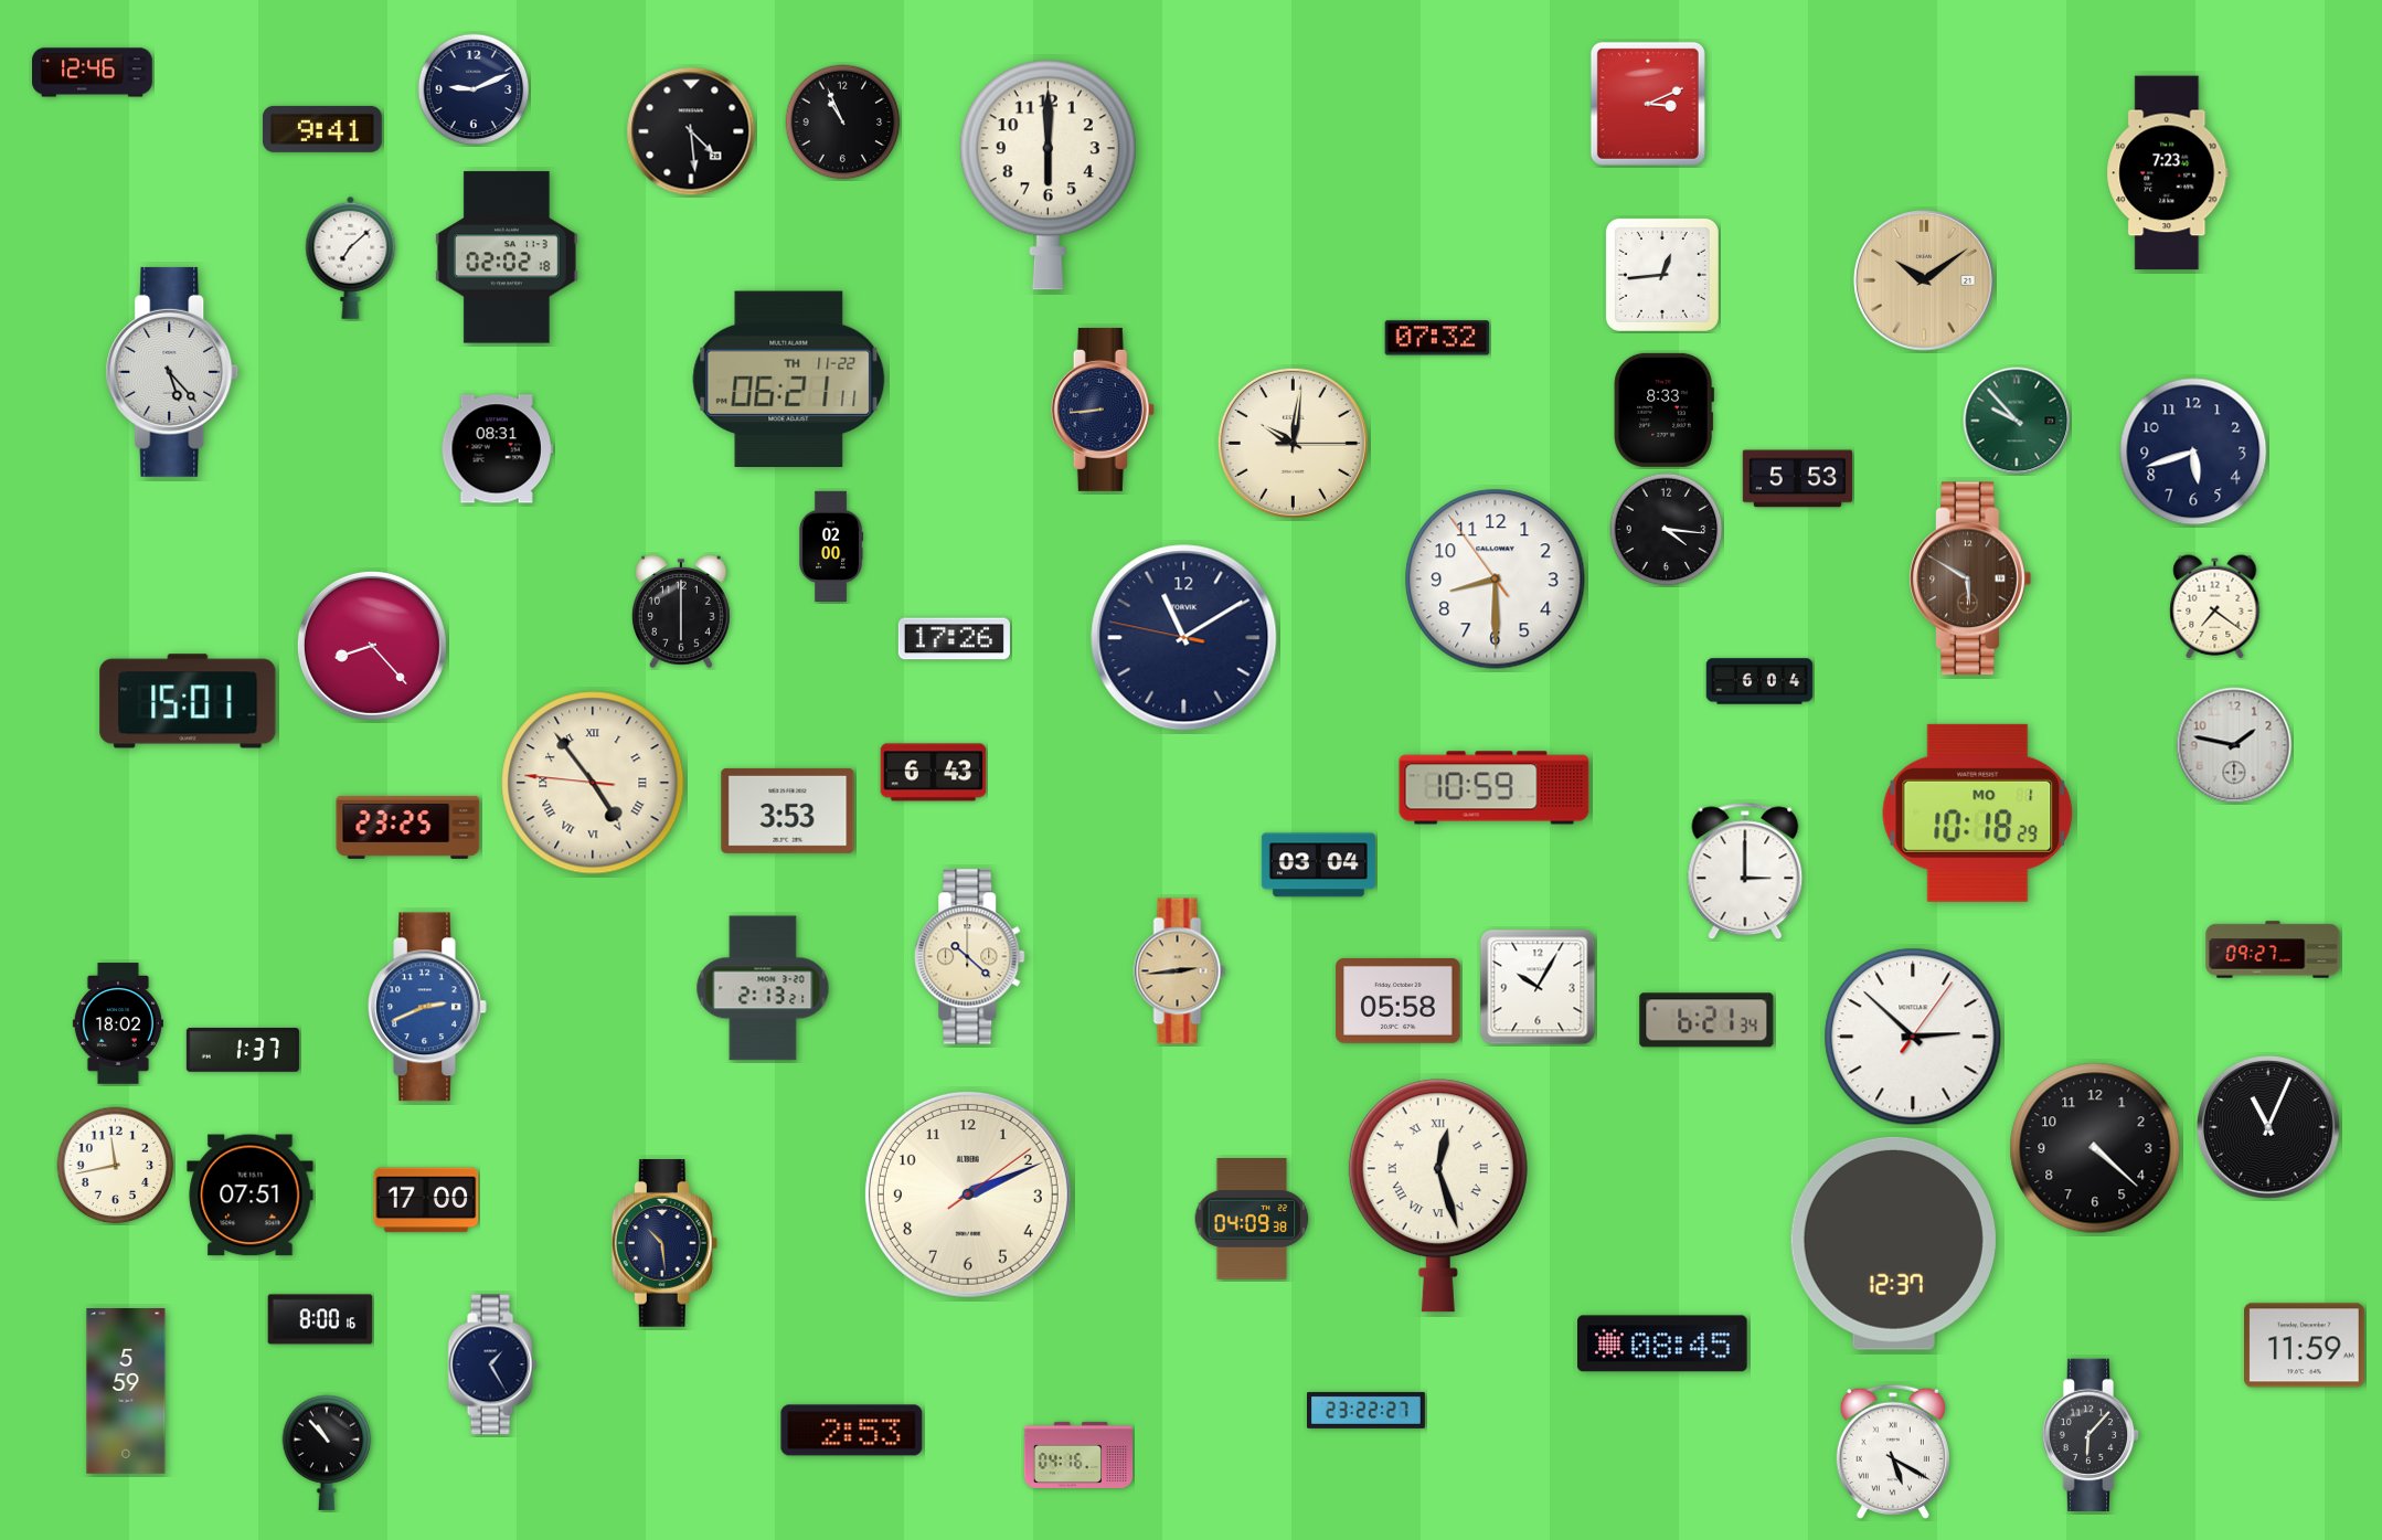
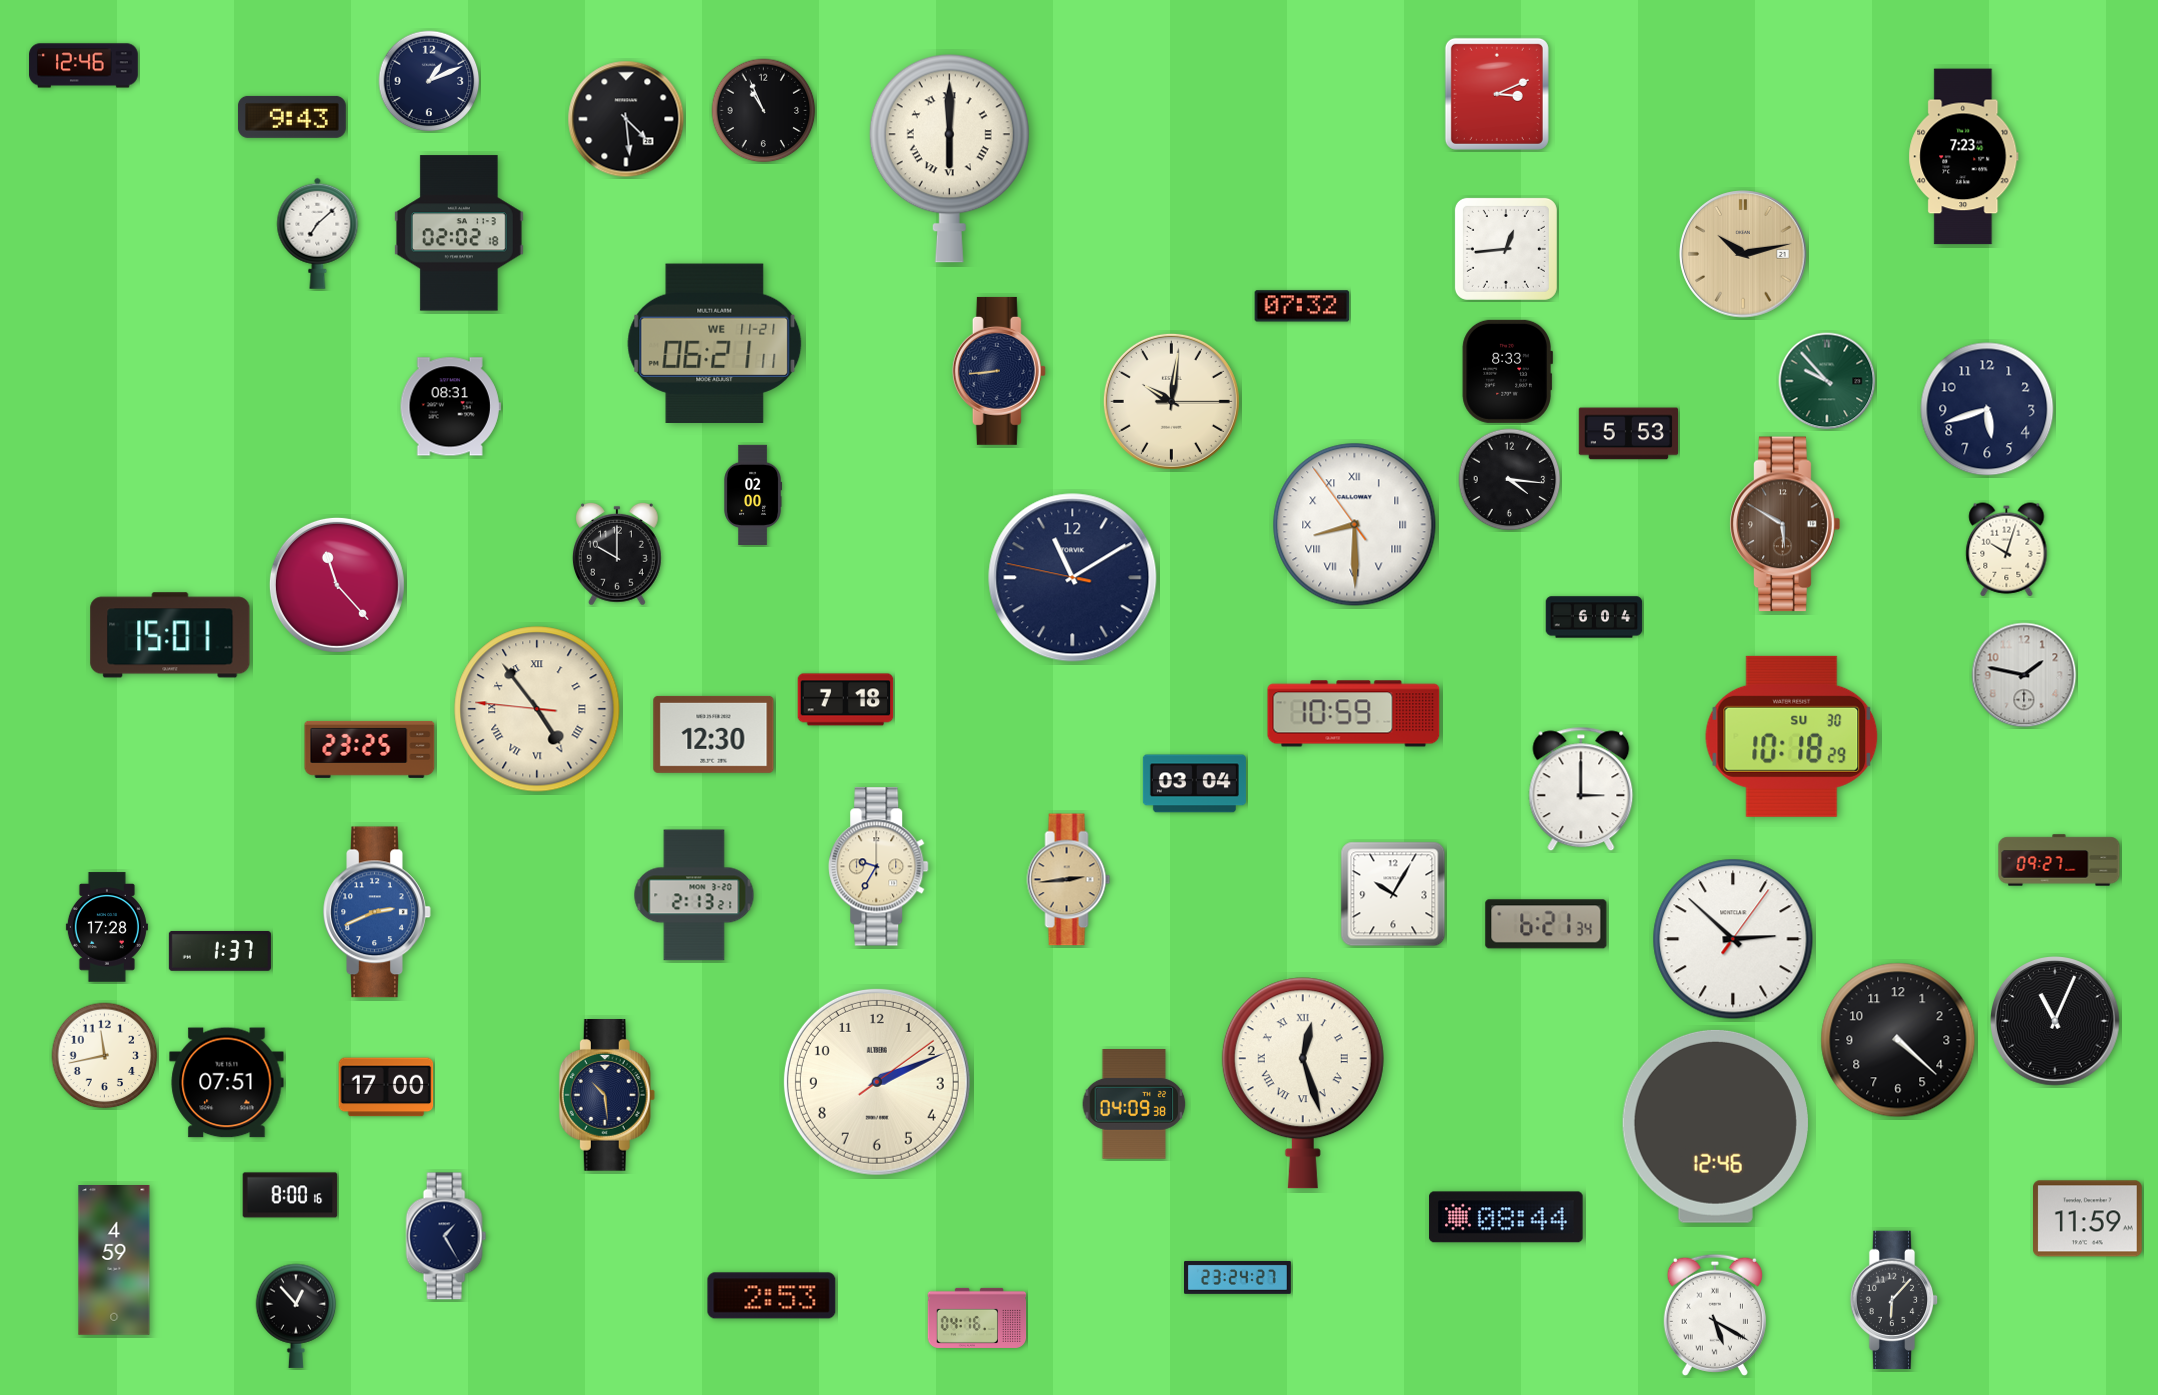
clock at (474, 89): 9:11 -> 1:11
clock at (1648, 104) position: (1648, 104) -> (1497, 94)
clock at (322, 129): 9:41 -> 9:43
clock at (1048, 174) numerals: Arabic -> Roman
clock at (1924, 280): 10:09 -> 10:13
clock at (172, 372): 5:23 -> none
clock at (789, 379) date: TH 11-22 -> WE 11-21
clock at (1496, 580) numerals: Arabic -> Roman
clock at (2215, 607): 7:21 -> 10:03
clock at (682, 612): 6:00 -> 10:00
clock at (954, 639): 17:26 -> none
clock at (372, 646): 8:23 -> 11:23
clock at (934, 773): 6:43 -> 7:18
clock at (788, 810): 3:53 -> 12:30
clock at (1978, 813) date: MO 1 -> SU 30
clock at (970, 957): 10:22 -> 9:35
clock at (763, 988) position: (763, 988) -> (694, 895)
clock at (1399, 1001): 05:58 -> none
clock at (427, 1007) position: (427, 1007) -> (377, 912)
clock at (118, 1023): 18:02 -> 17:28
clock at (664, 1243) position: (664, 1243) -> (607, 1095)
clock at (1893, 1243): 12:37 -> 12:46
clock at (1662, 1343): 08:45 -> 08:44
clock at (126, 1392): 5:59 -> 4:59
clock at (1367, 1410): 23:22 -> 23:24
clock at (327, 1453): 10:53 -> 12:53
